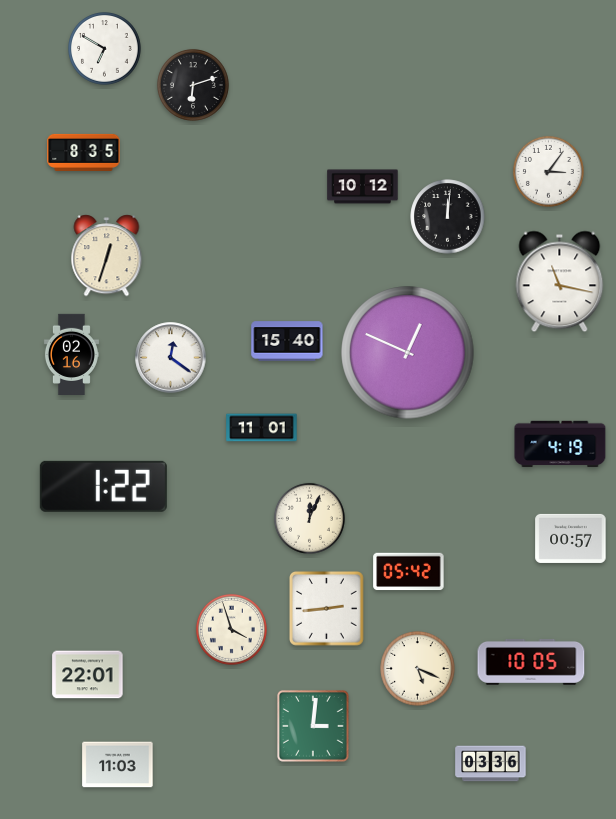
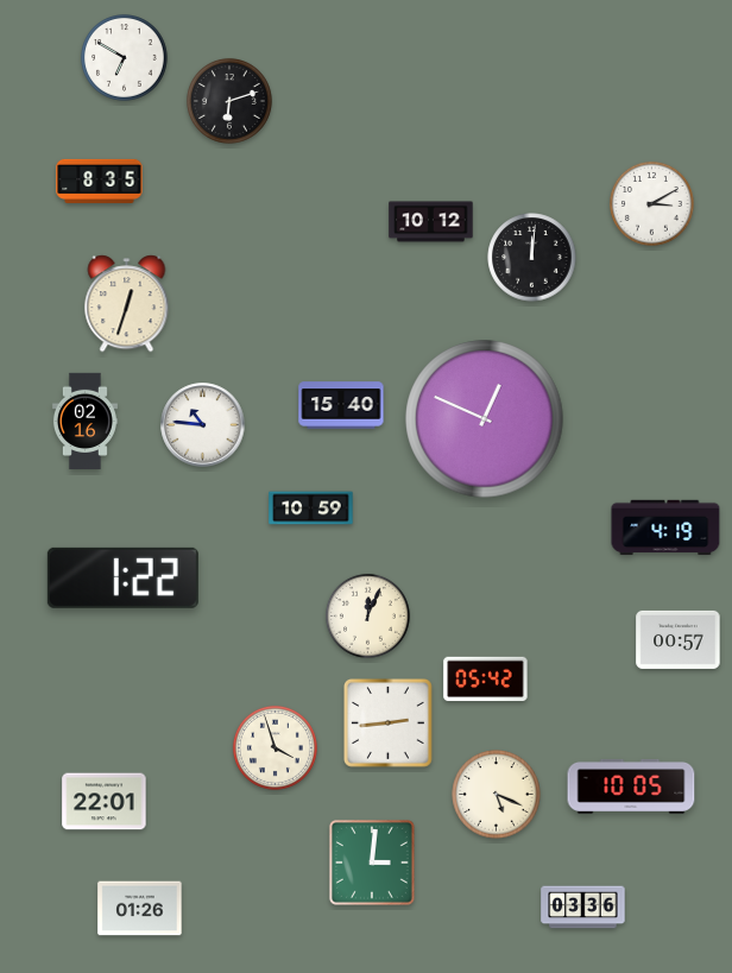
clock at (548, 171): 3:06 -> 3:10
clock at (560, 282): 11:17 -> none
clock at (171, 358): 12:21 -> 10:46
clock at (262, 428): 11:01 -> 10:59
clock at (118, 765): 11:03 -> 01:26
